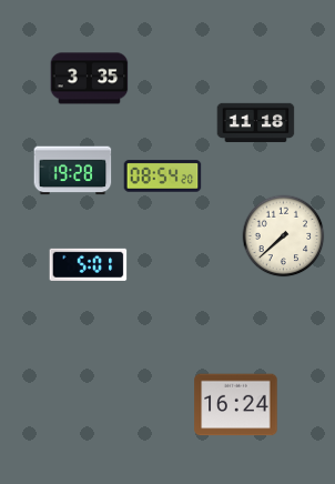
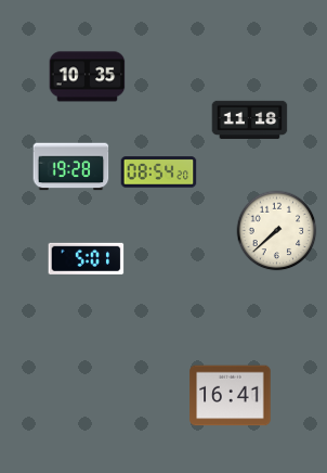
clock at (90, 79): 3:35 -> 10:35
clock at (236, 405): 16:24 -> 16:41
